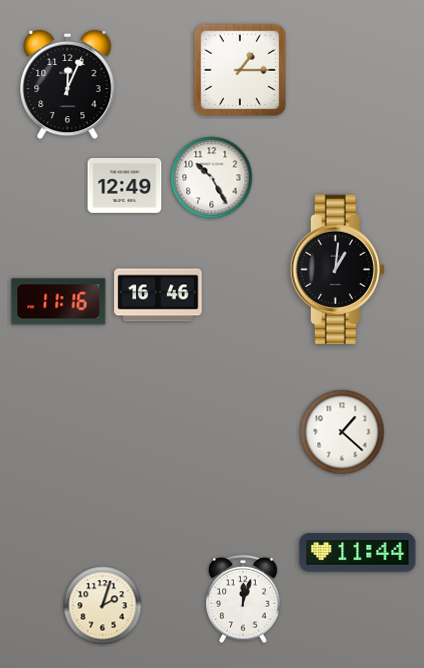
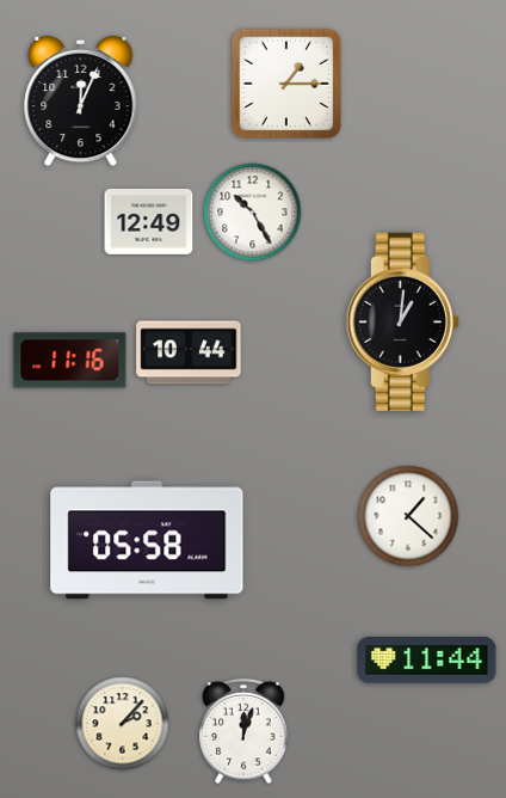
clock at (158, 295): 16:46 -> 10:44
clock at (147, 540): none -> 05:58
clock at (243, 599) position: (243, 599) -> (243, 731)
clock at (103, 606): 2:03 -> 2:07
